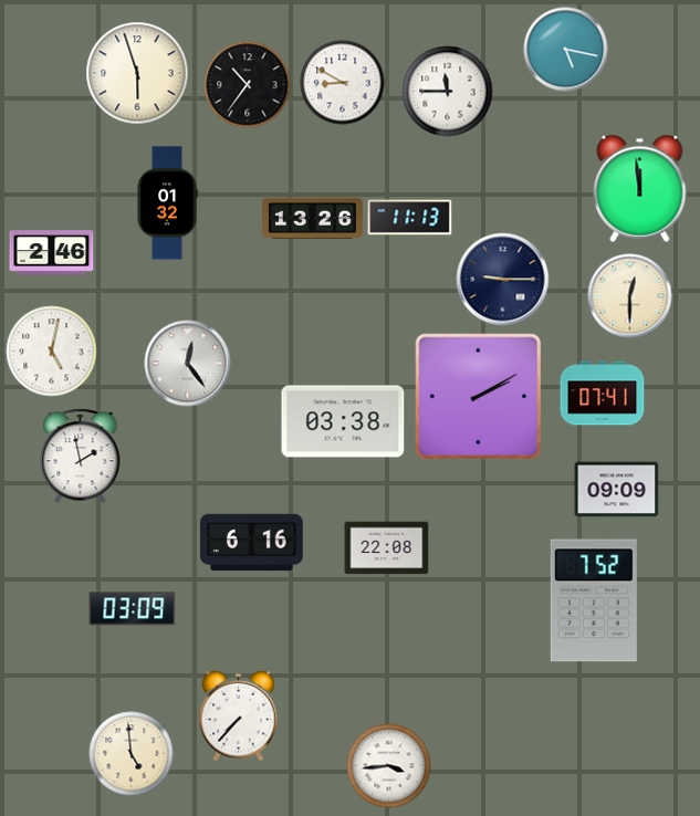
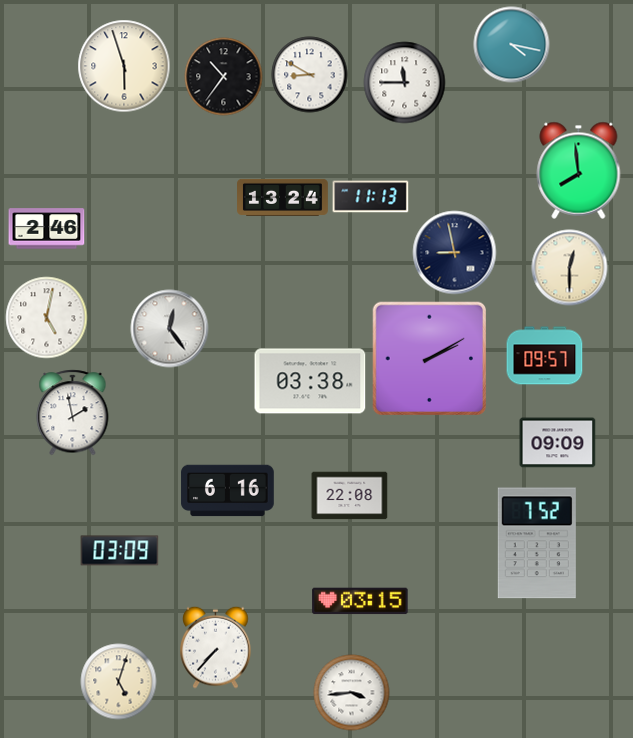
clock at (566, 50): 5:17 -> 4:17
clock at (640, 188): 11:59 -> 7:59
clock at (167, 203): 01:32 -> none
clock at (313, 218): 13:26 -> 13:24
clock at (503, 280): 9:15 -> 8:58
clock at (603, 394): 07:41 -> 09:57
clock at (479, 396) position: (479, 396) -> (430, 358)
clock at (360, 601): none -> 03:15
clock at (132, 754): 4:59 -> 5:03
